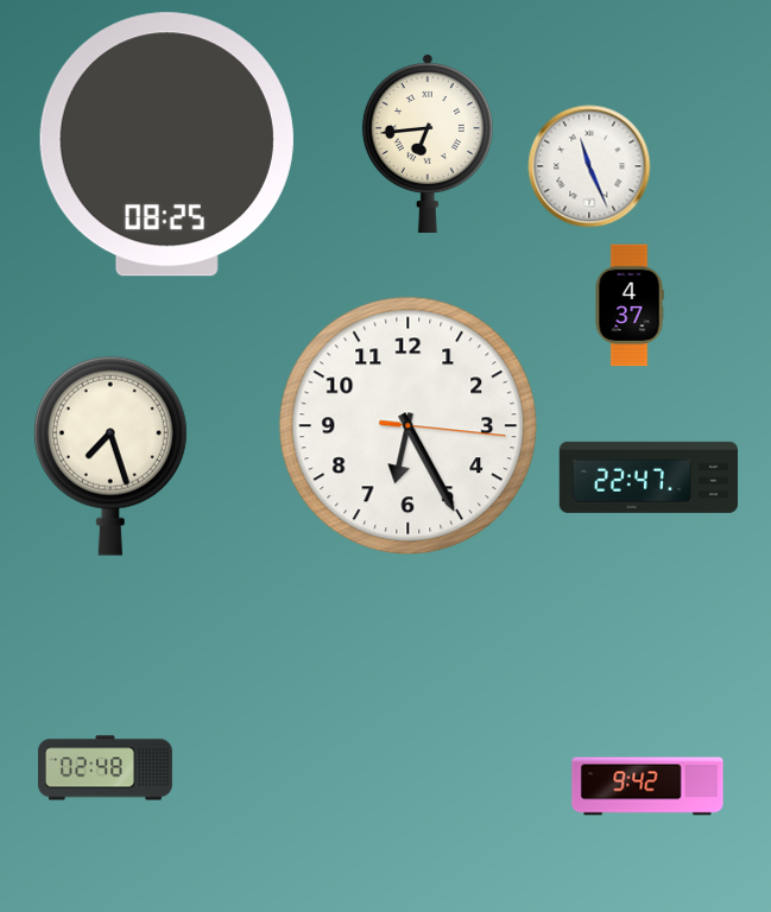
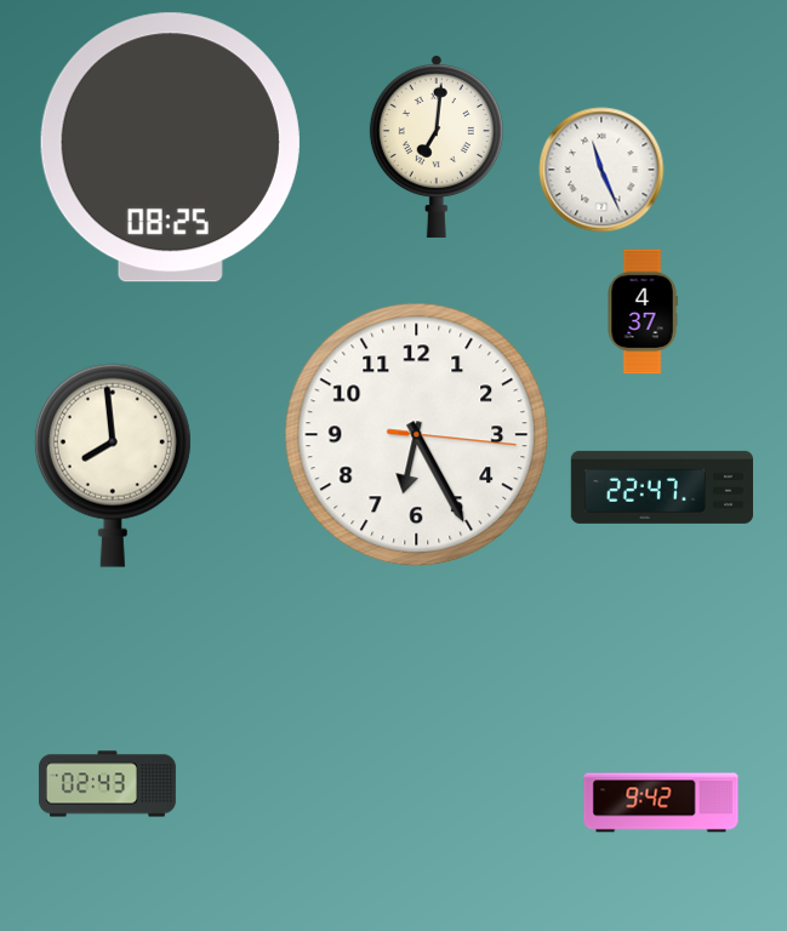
clock at (428, 142): 6:44 -> 7:01
clock at (110, 456): 7:27 -> 7:59
clock at (105, 768): 02:48 -> 02:43
